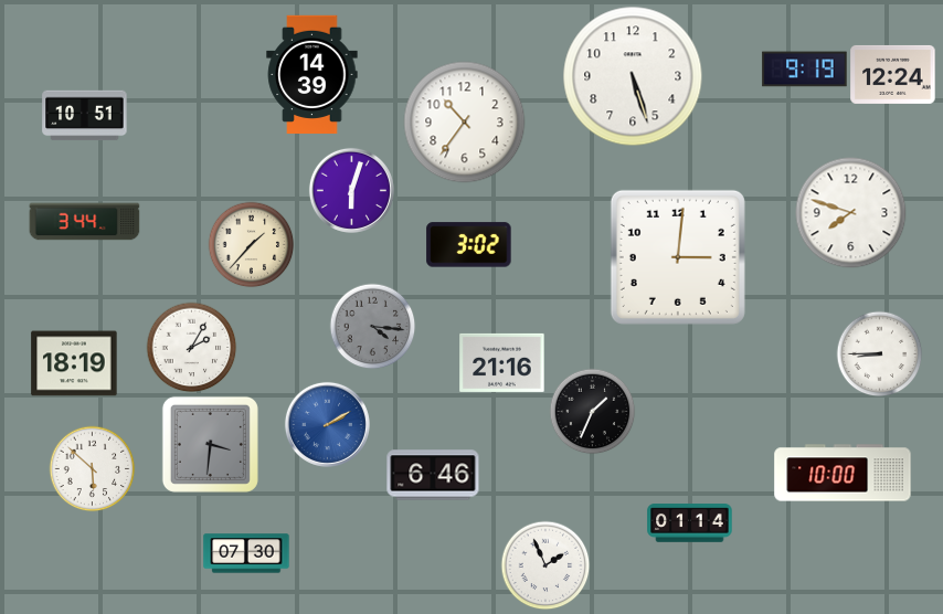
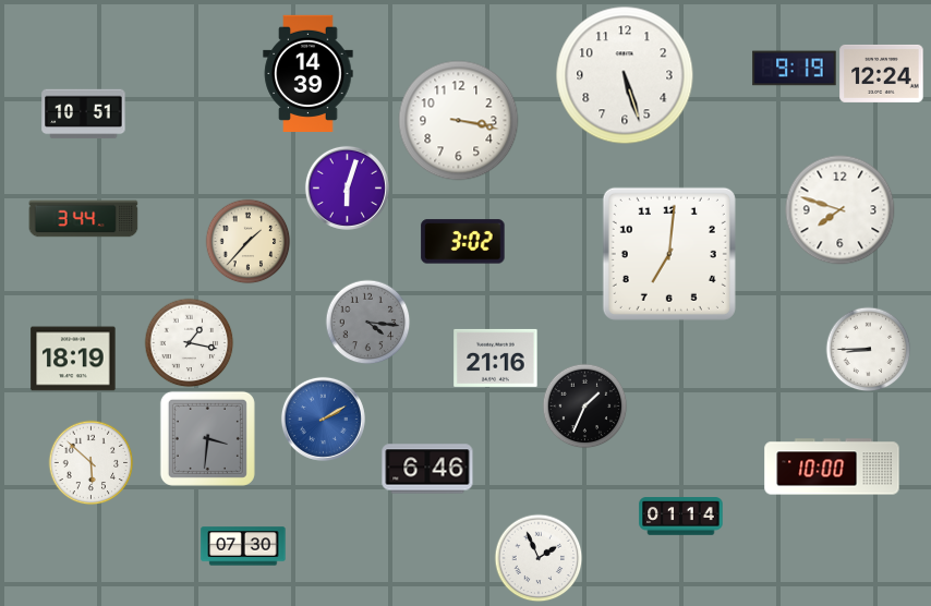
clock at (465, 123): 10:36 -> 3:17
clock at (678, 257): 3:01 -> 7:01
clock at (191, 347): 2:05 -> 1:17
